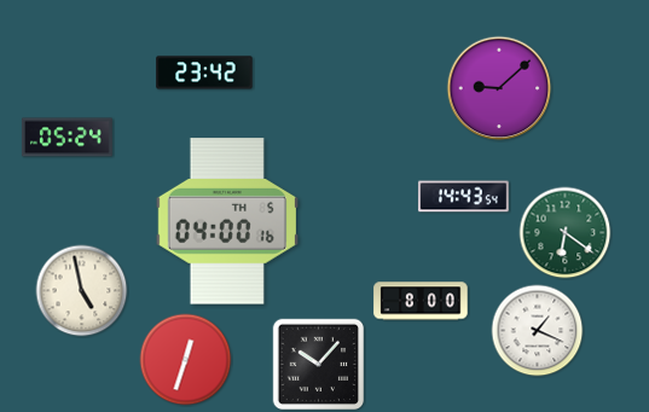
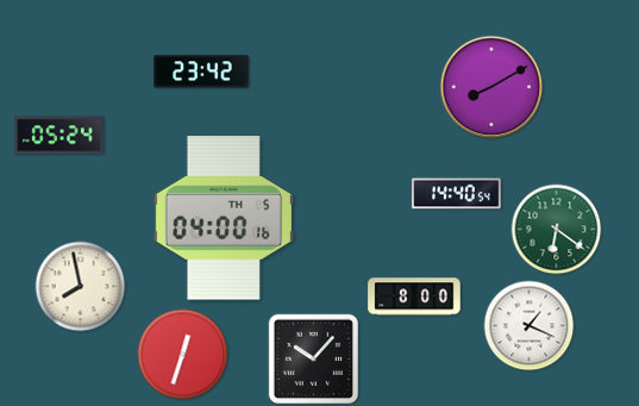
clock at (499, 88): 9:08 -> 8:10
clock at (66, 138) position: (66, 138) -> (58, 136)
clock at (463, 197): 14:43 -> 14:40
clock at (82, 291): 4:58 -> 7:58
